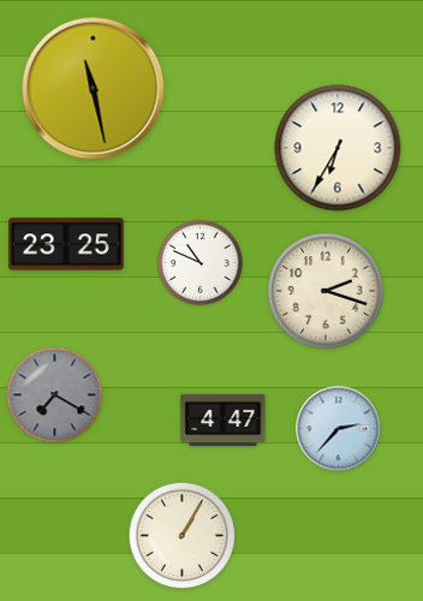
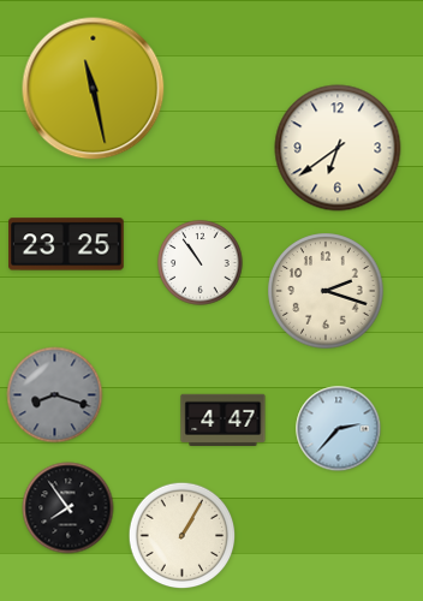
clock at (338, 148): 6:35 -> 6:39
clock at (201, 263): 10:49 -> 10:54
clock at (55, 395): 7:20 -> 8:18
clock at (68, 508): none -> 7:54
